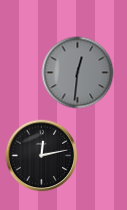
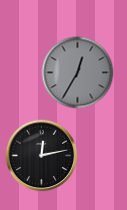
clock at (78, 73): 12:31 -> 12:35
